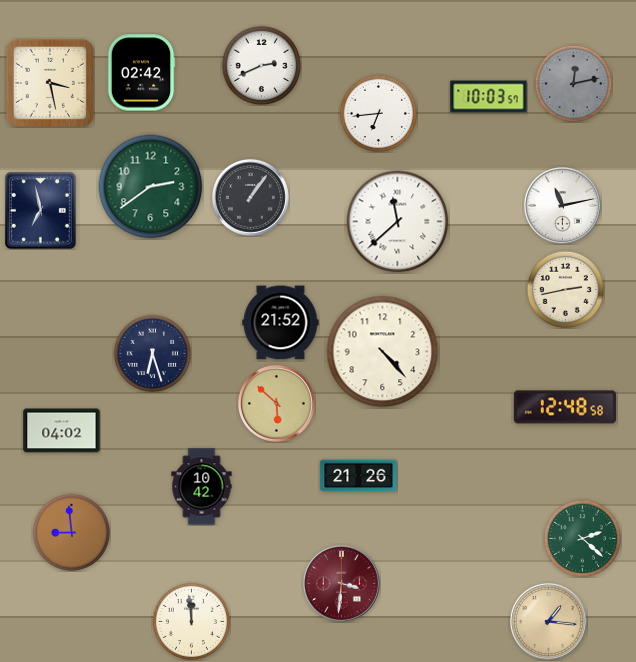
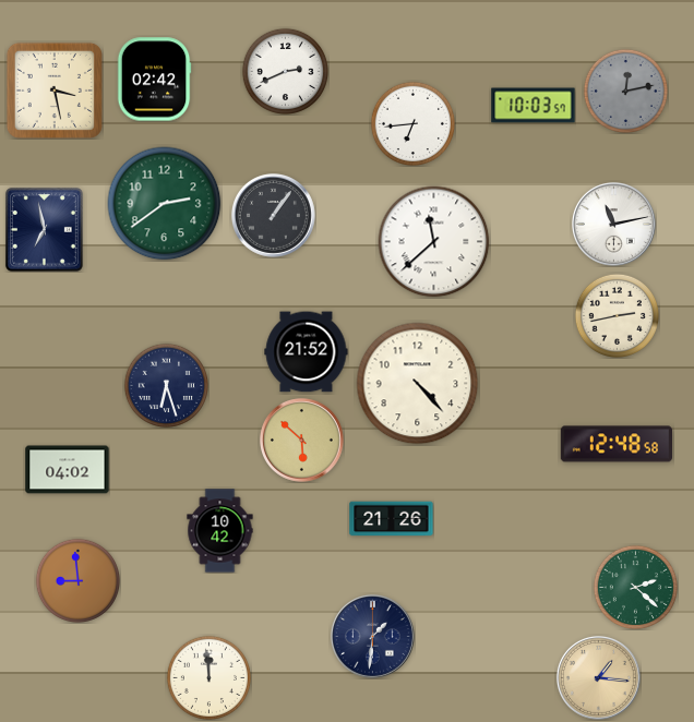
clock at (342, 584): 3:31 -> 1:31
clock at (342, 584) dial: burgundy -> navy
